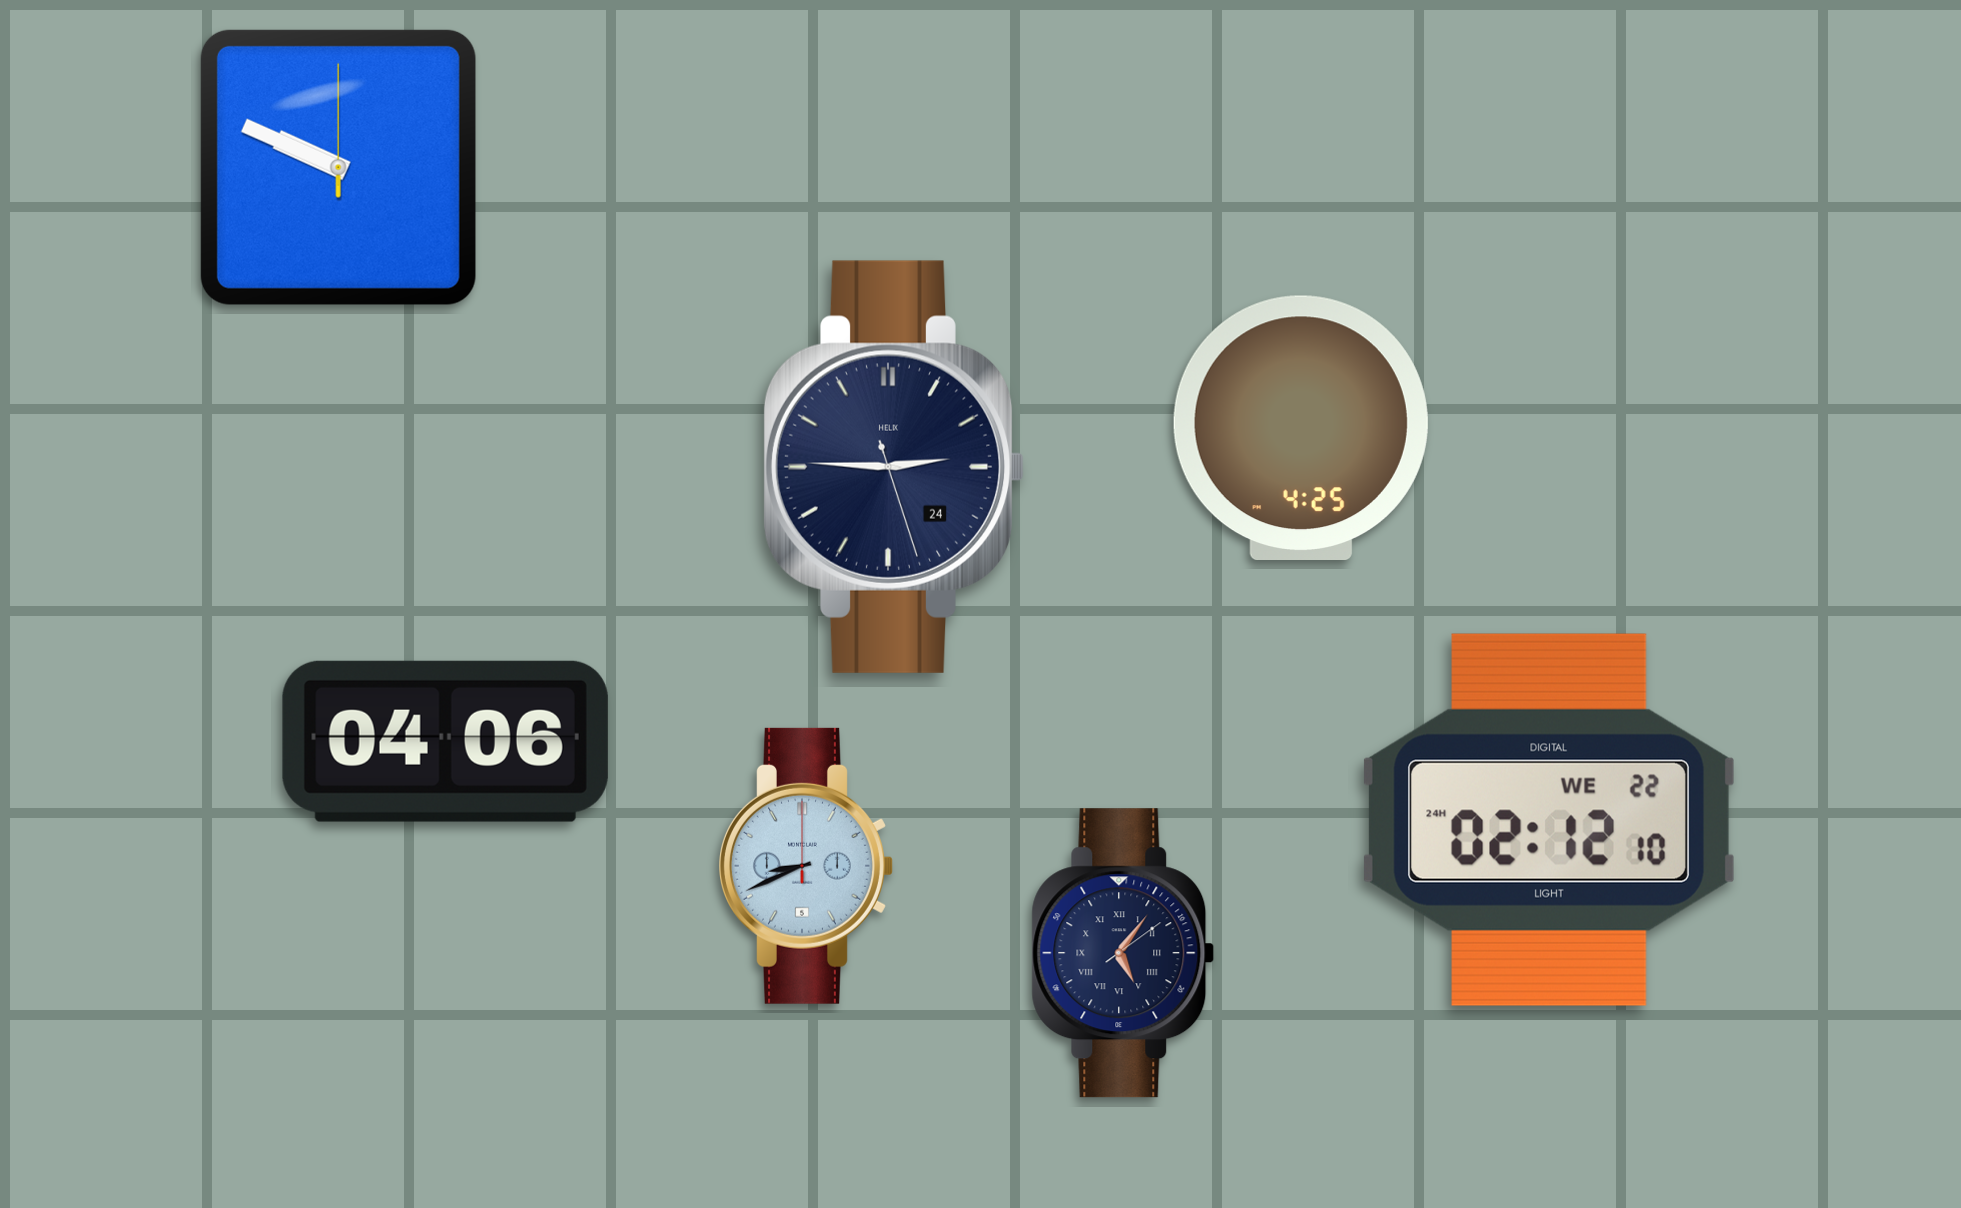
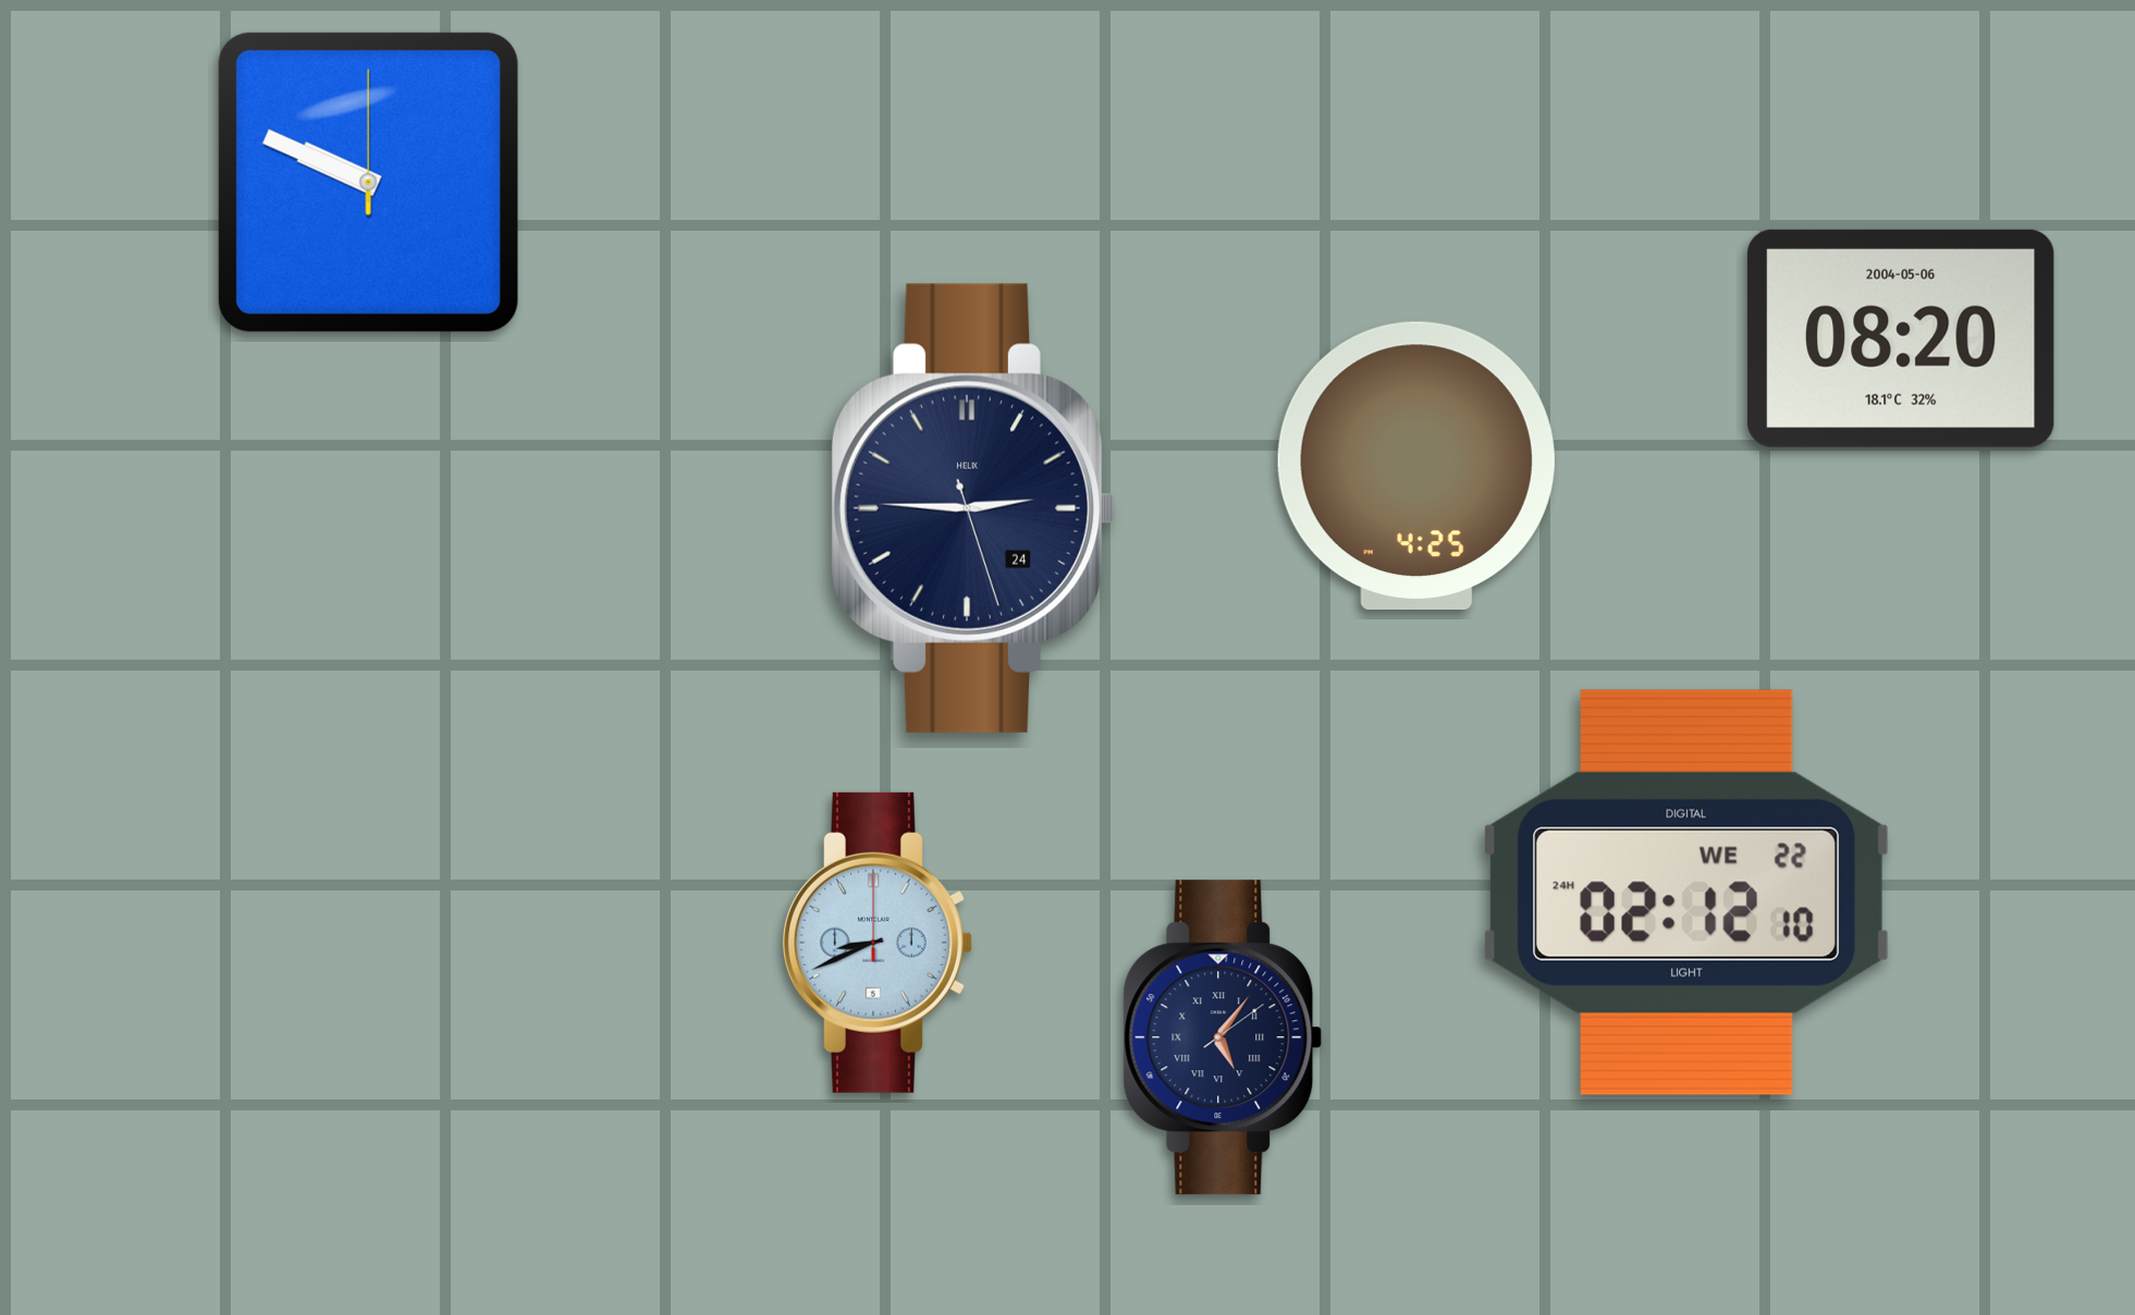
clock at (1901, 339): none -> 08:20
clock at (445, 741): 04:06 -> none
